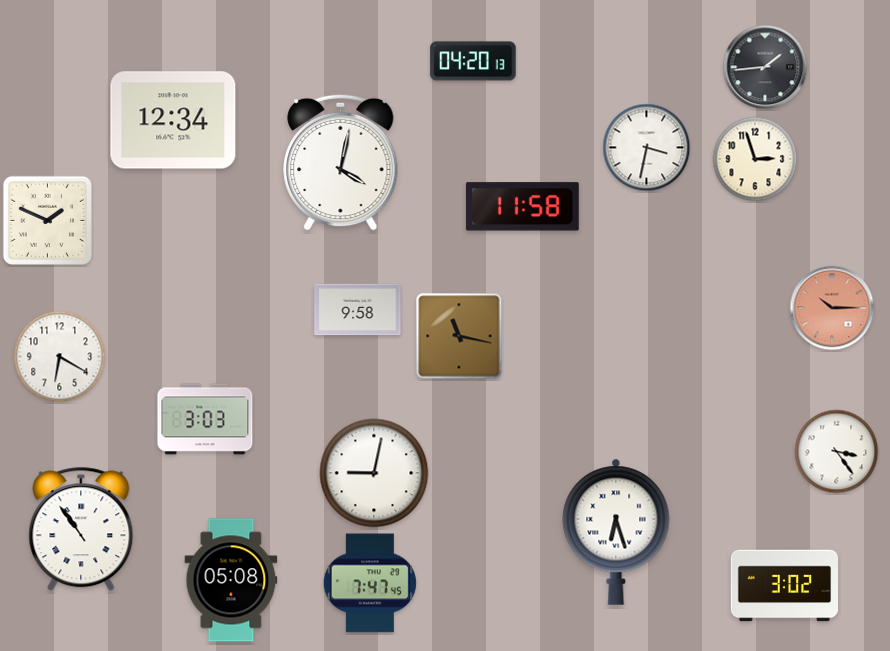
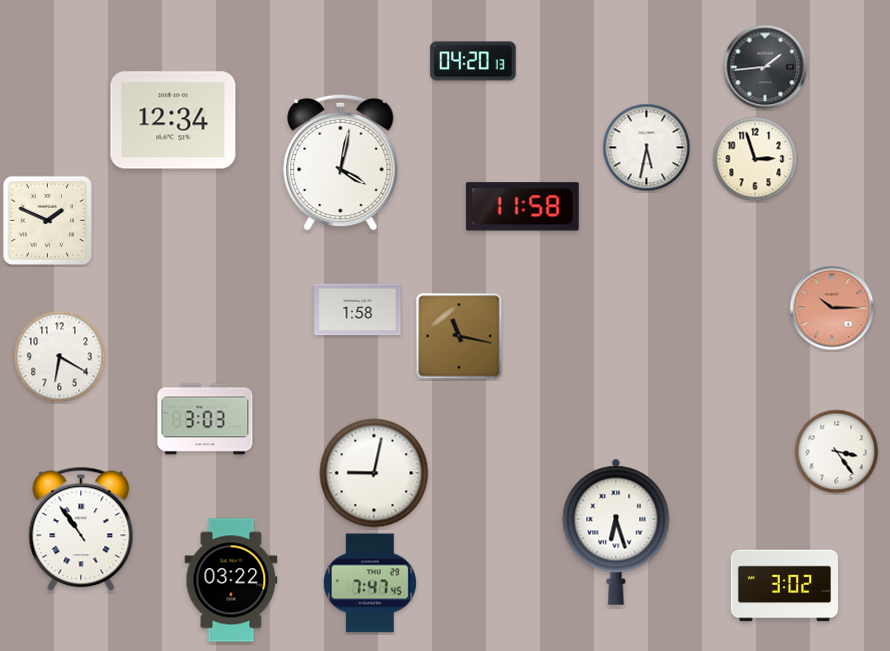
clock at (647, 148): 3:32 -> 5:32
clock at (358, 310): 9:58 -> 1:58
clock at (231, 580): 05:08 -> 03:22
